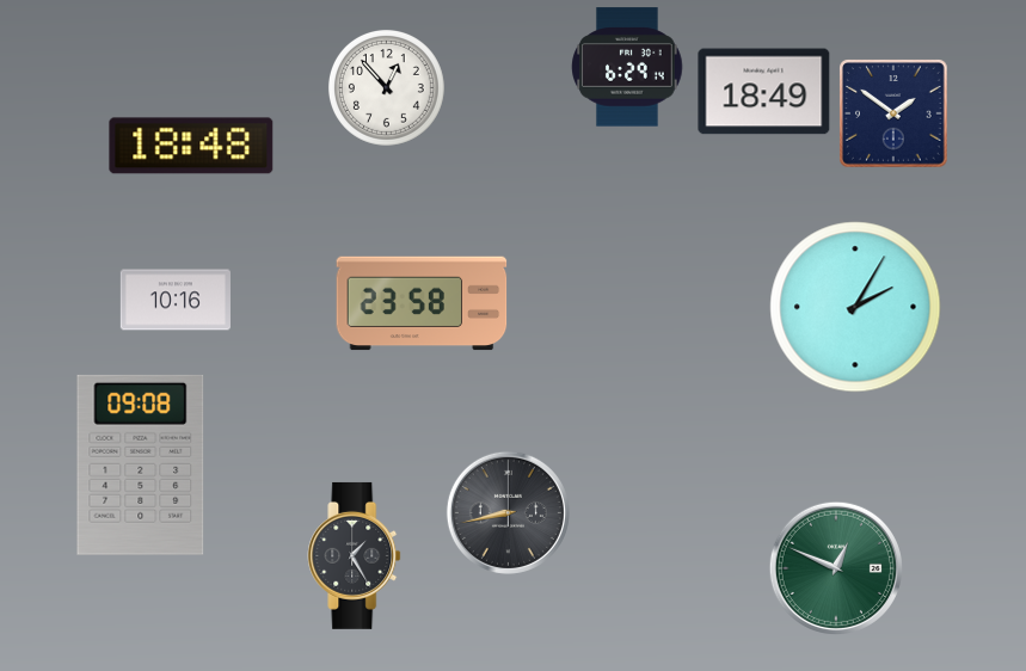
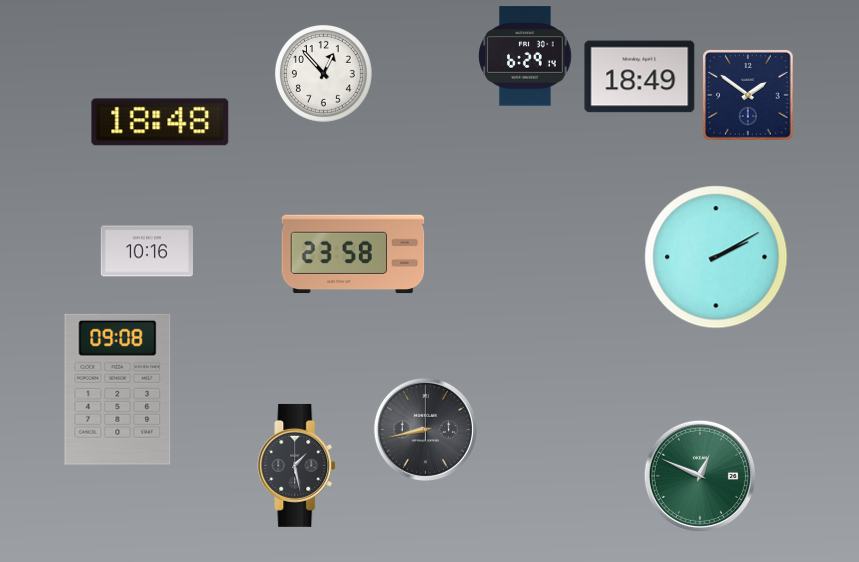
clock at (855, 307): 2:05 -> 2:10
clock at (355, 555): 1:25 -> 1:28
